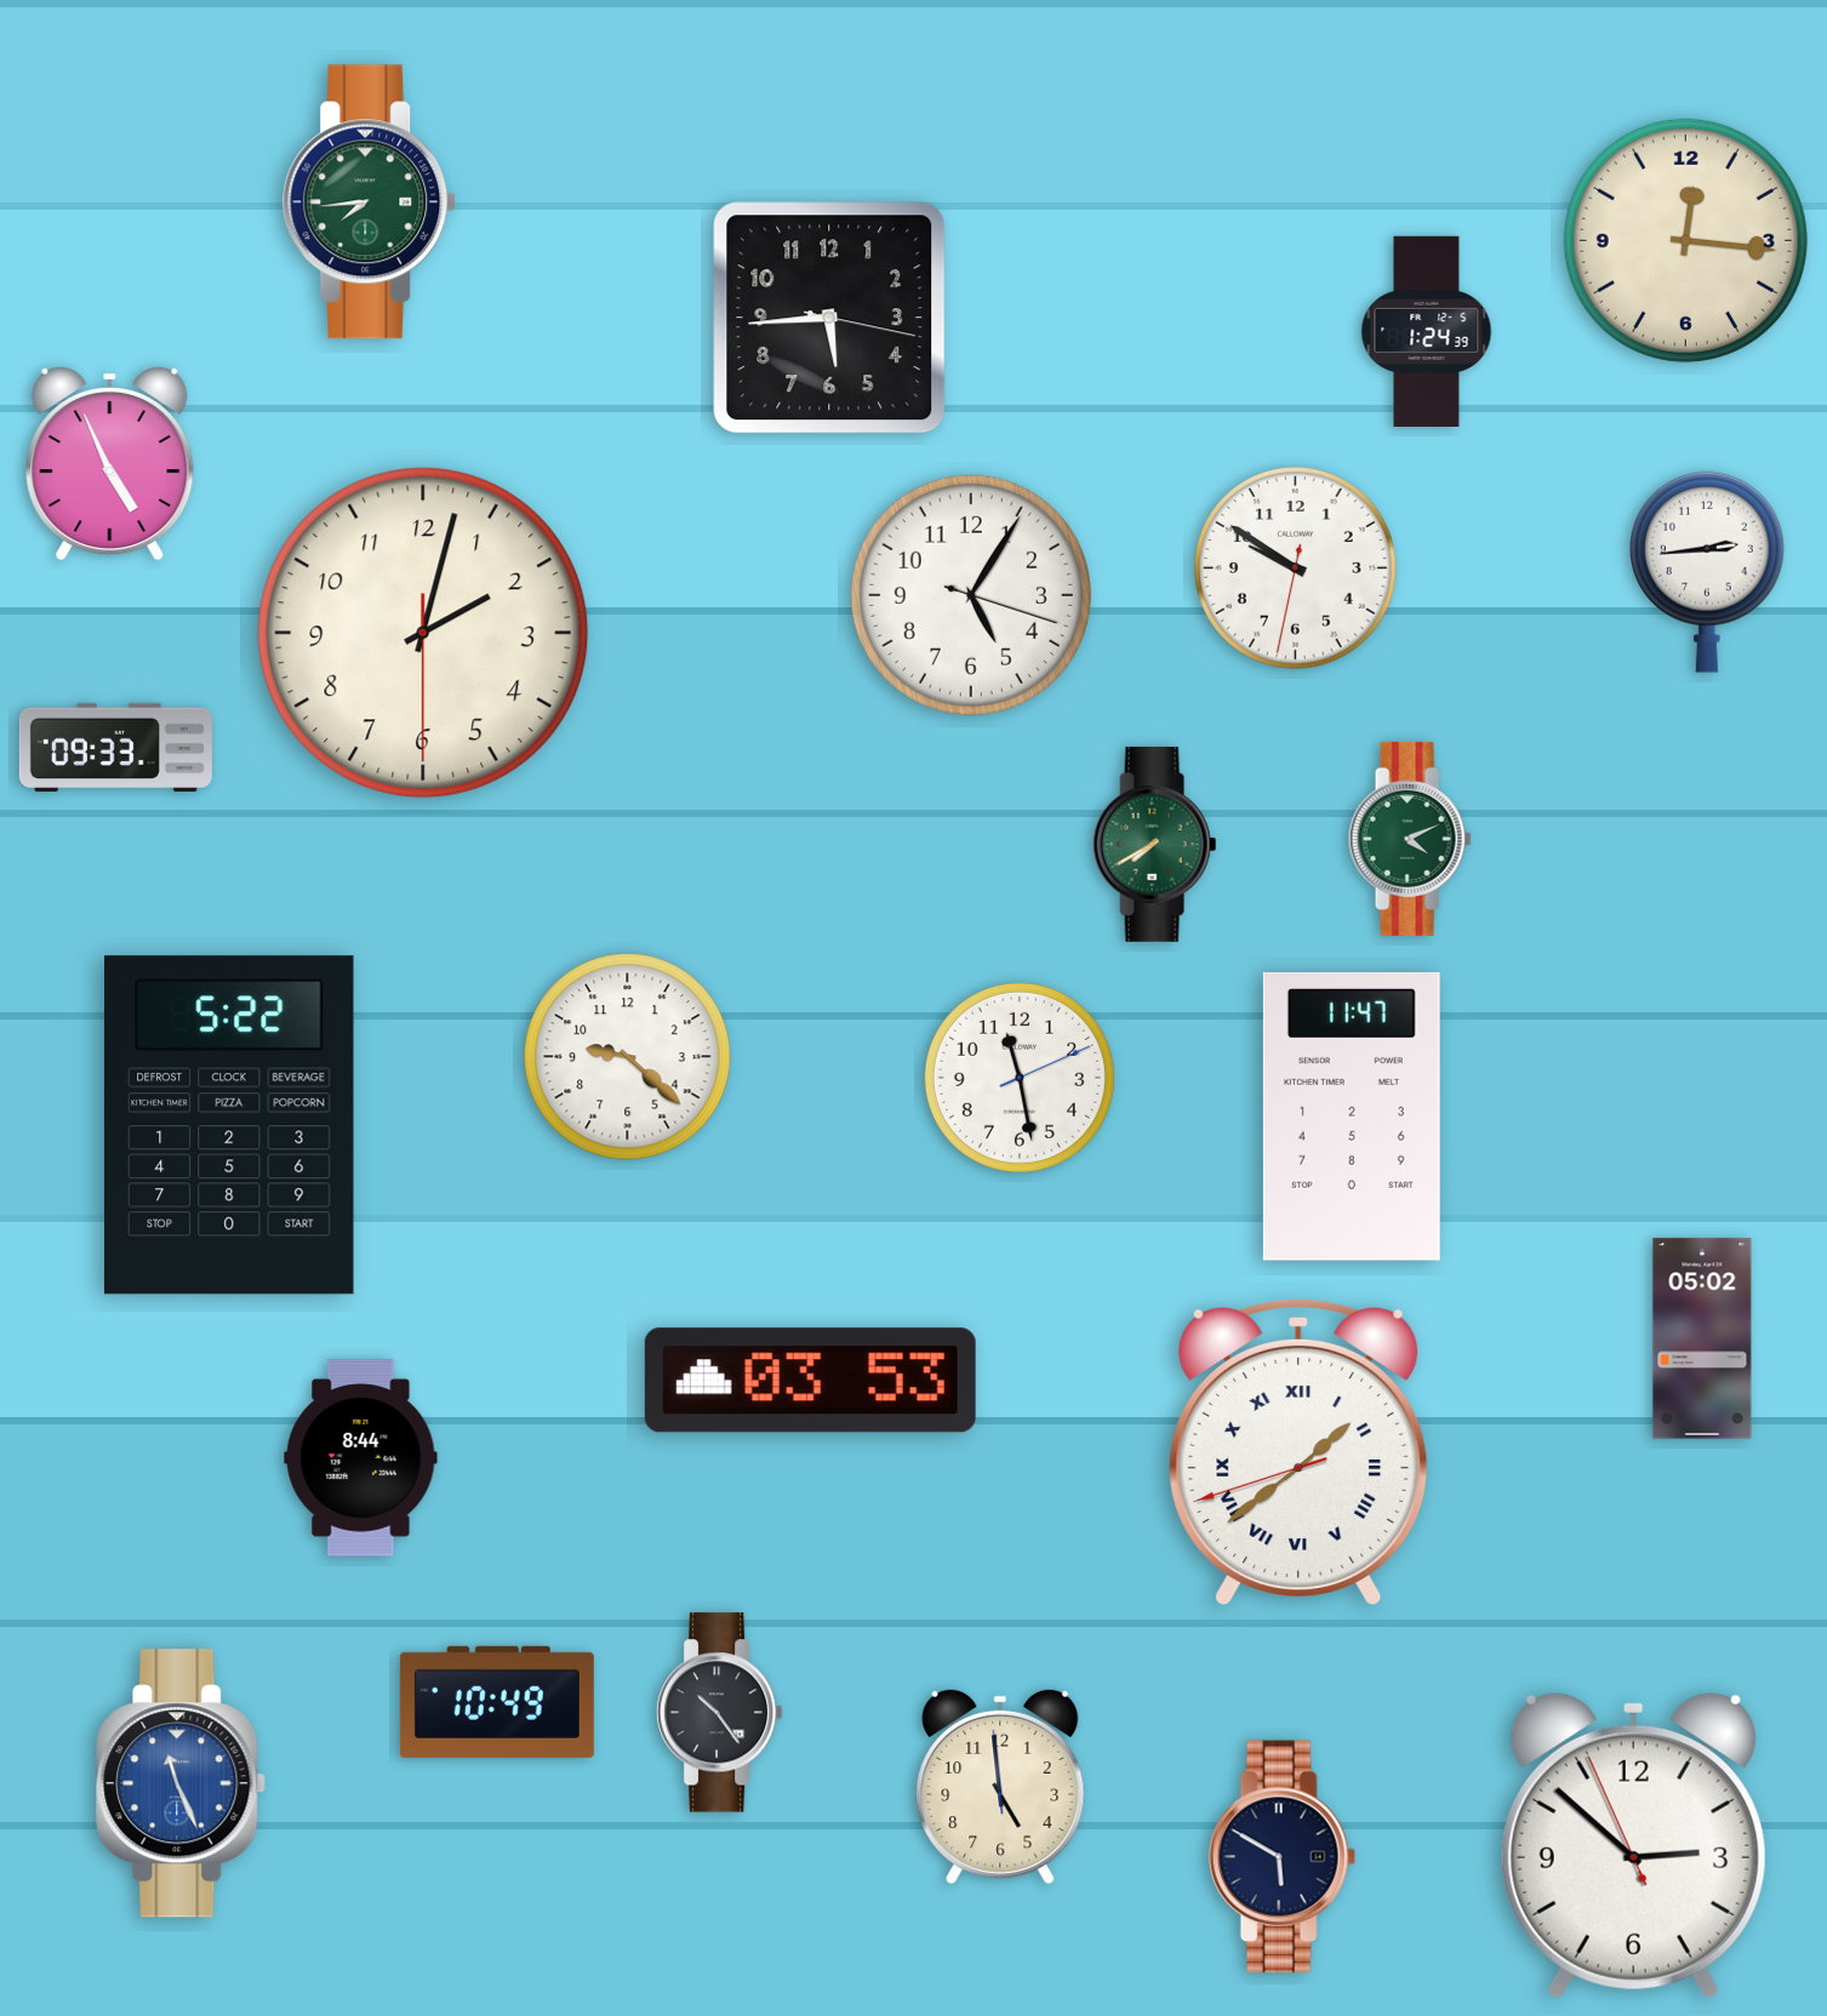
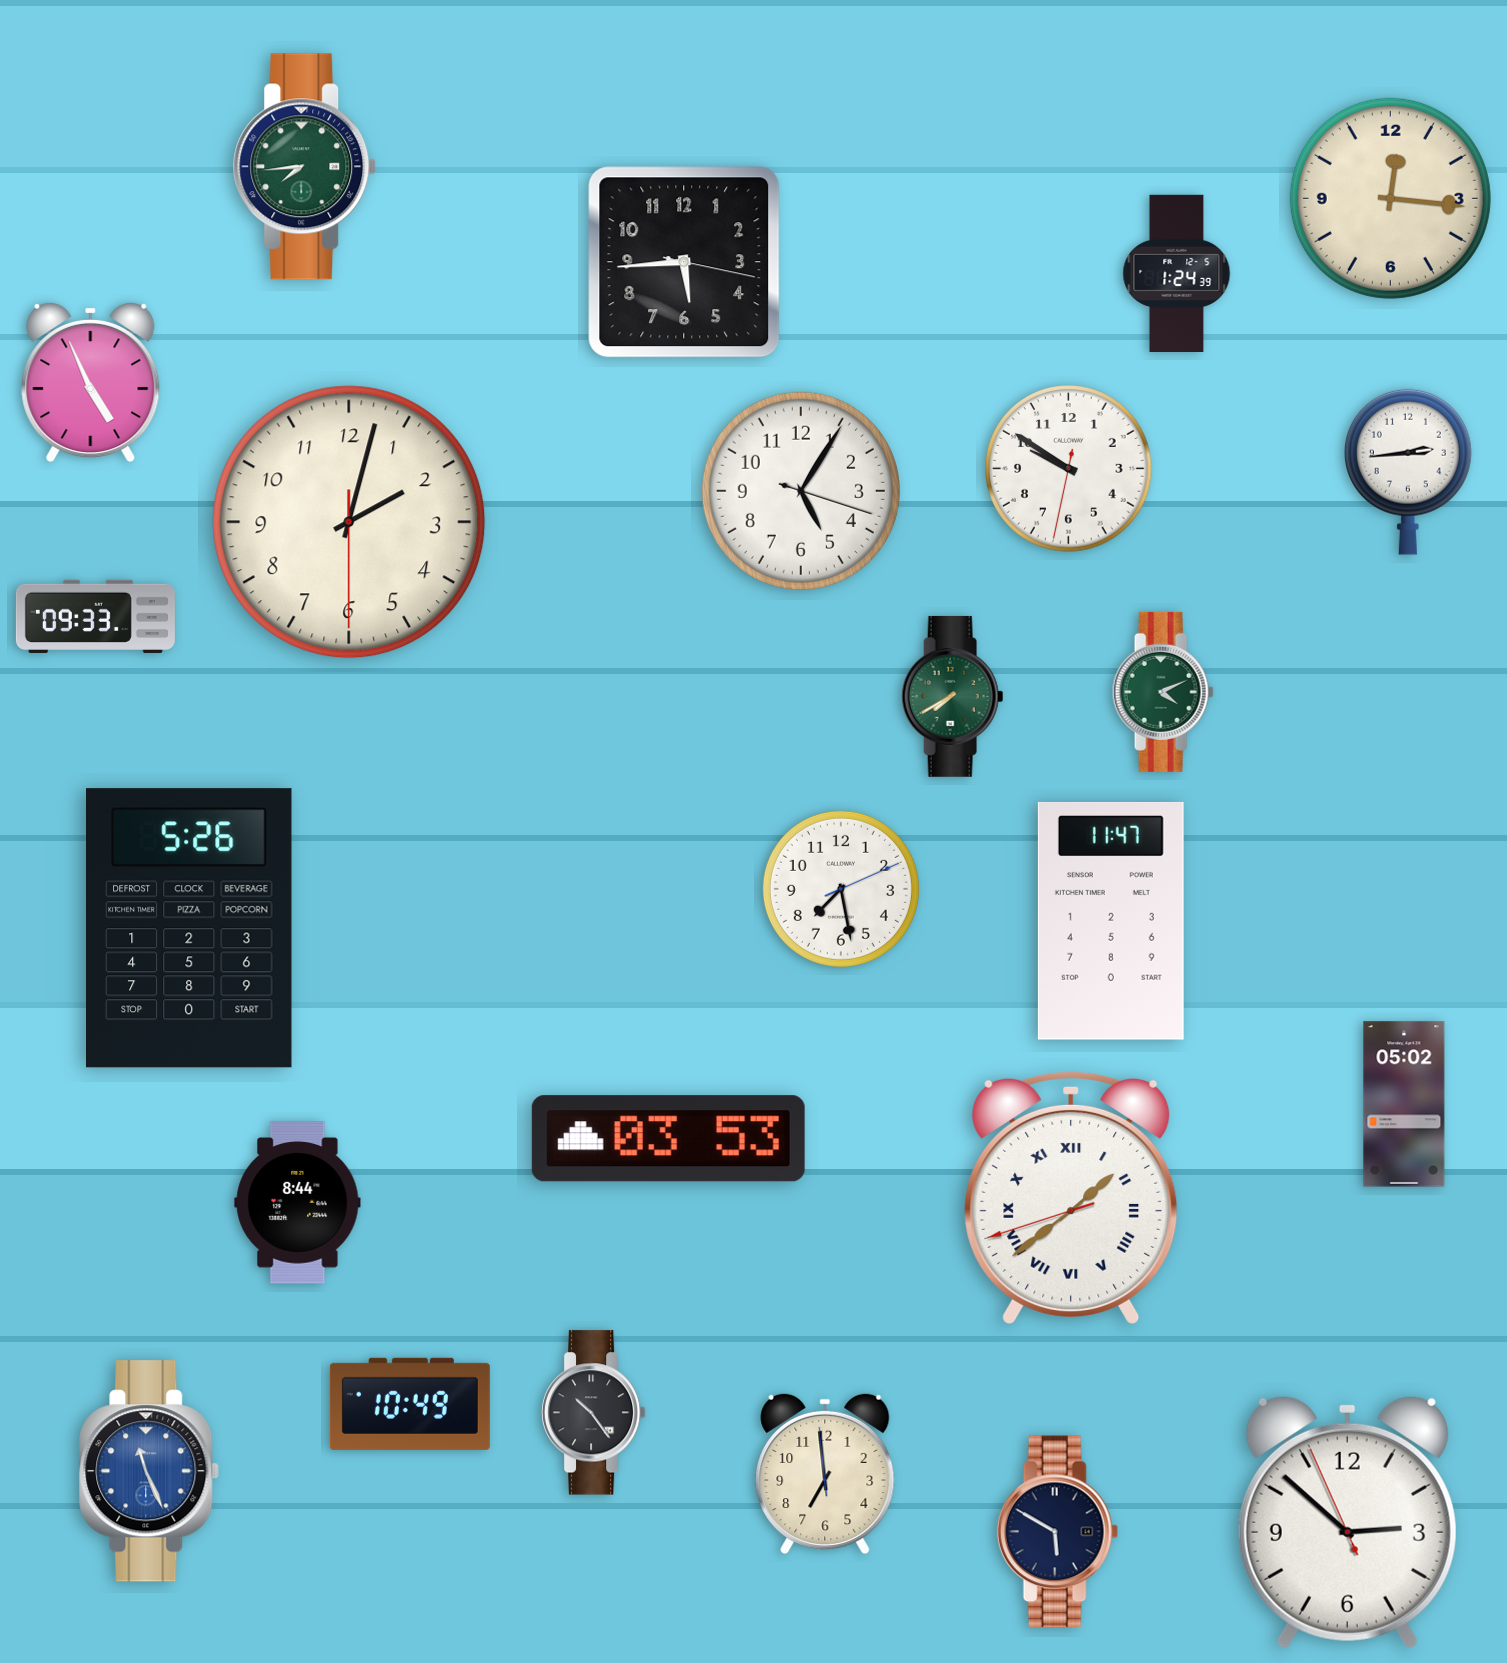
clock at (628, 1057): 9:22 -> none
clock at (1020, 1078): 11:28 -> 7:28
clock at (1352, 1116) position: (1352, 1116) -> (1111, 921)
clock at (230, 1125): 5:22 -> 5:26
clock at (1000, 1787): 4:58 -> 6:58
